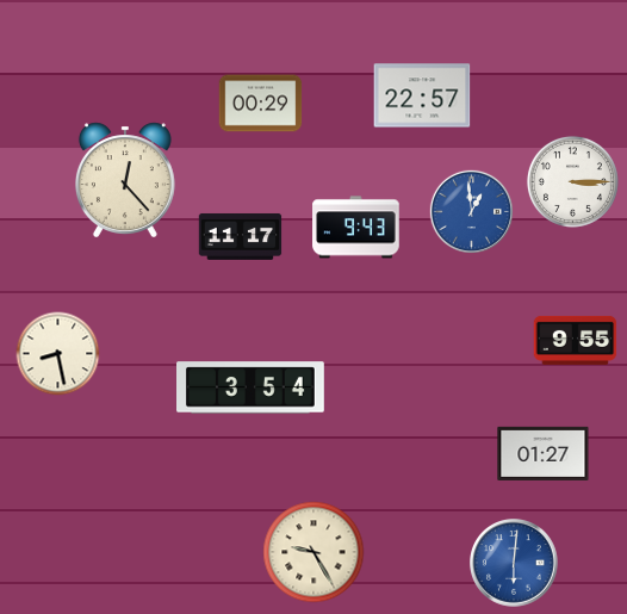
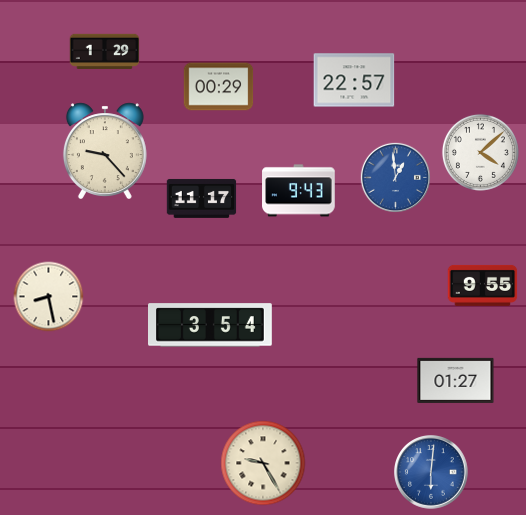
clock at (105, 51): none -> 1:29
clock at (125, 179): 12:23 -> 9:23
clock at (572, 181): 3:15 -> 4:08
